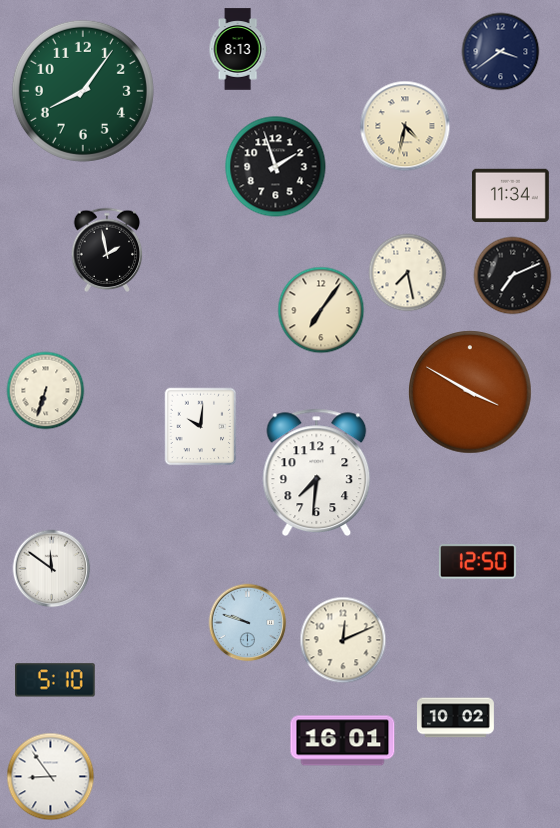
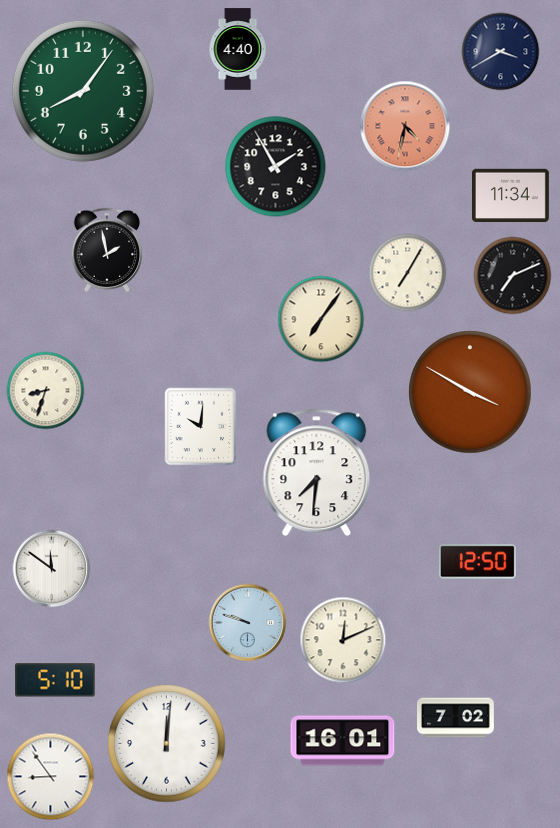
clock at (238, 49): 8:13 -> 4:40
clock at (500, 51): 3:39 -> 3:40
clock at (405, 126) dial: cream -> salmon
clock at (276, 167): 1:57 -> 1:55
clock at (407, 272): 7:28 -> 7:05
clock at (321, 310) position: (321, 310) -> (321, 319)
clock at (45, 390): 6:33 -> 8:33
clock at (456, 718): 10:02 -> 7:02
clock at (167, 744): none -> 12:01
